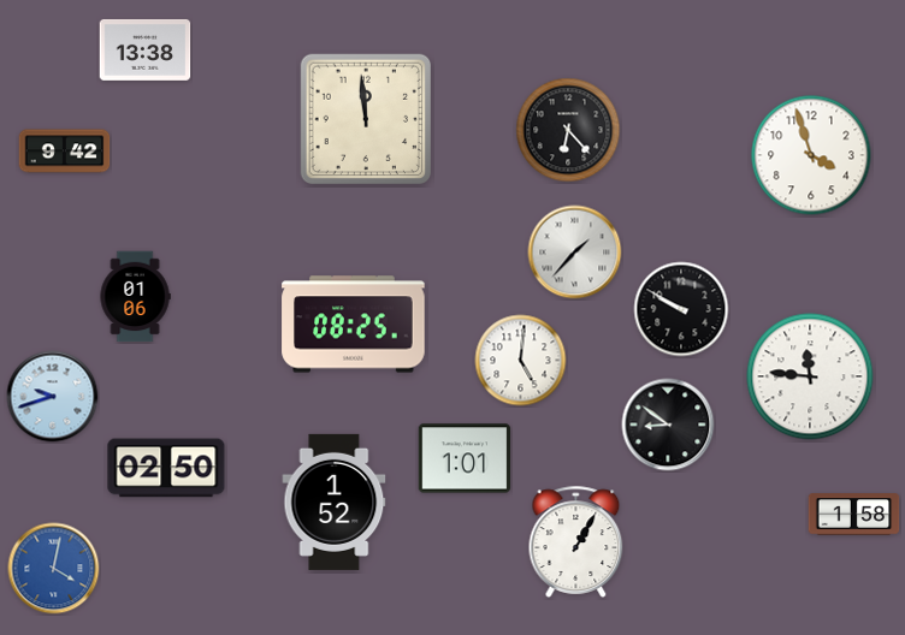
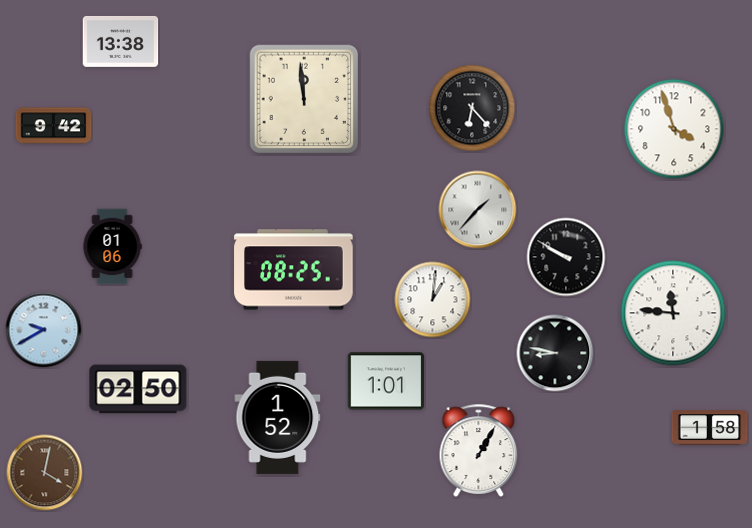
clock at (521, 361): 5:01 -> 1:01
clock at (53, 397): 9:42 -> 9:40
clock at (668, 425): 8:51 -> 8:47
clock at (54, 569) dial: blue -> brown
